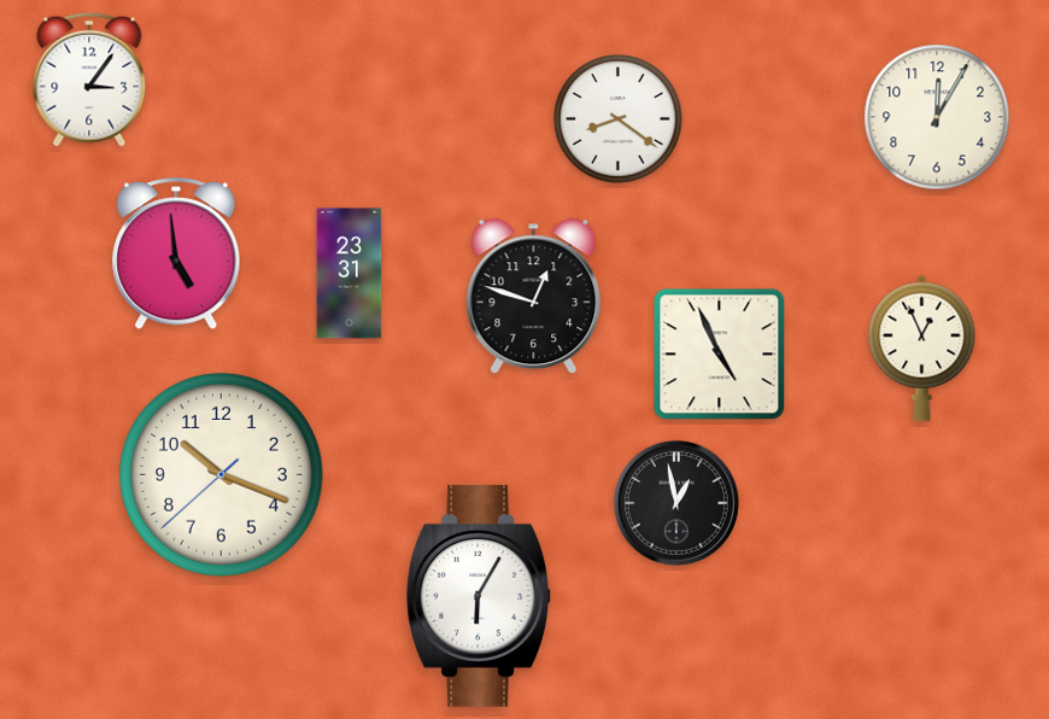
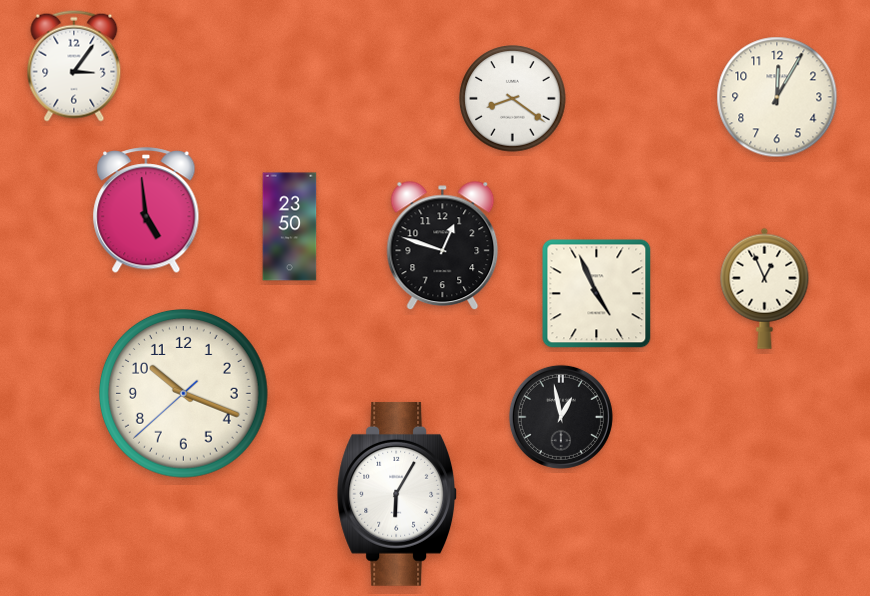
clock at (350, 274): 23:31 -> 23:50
